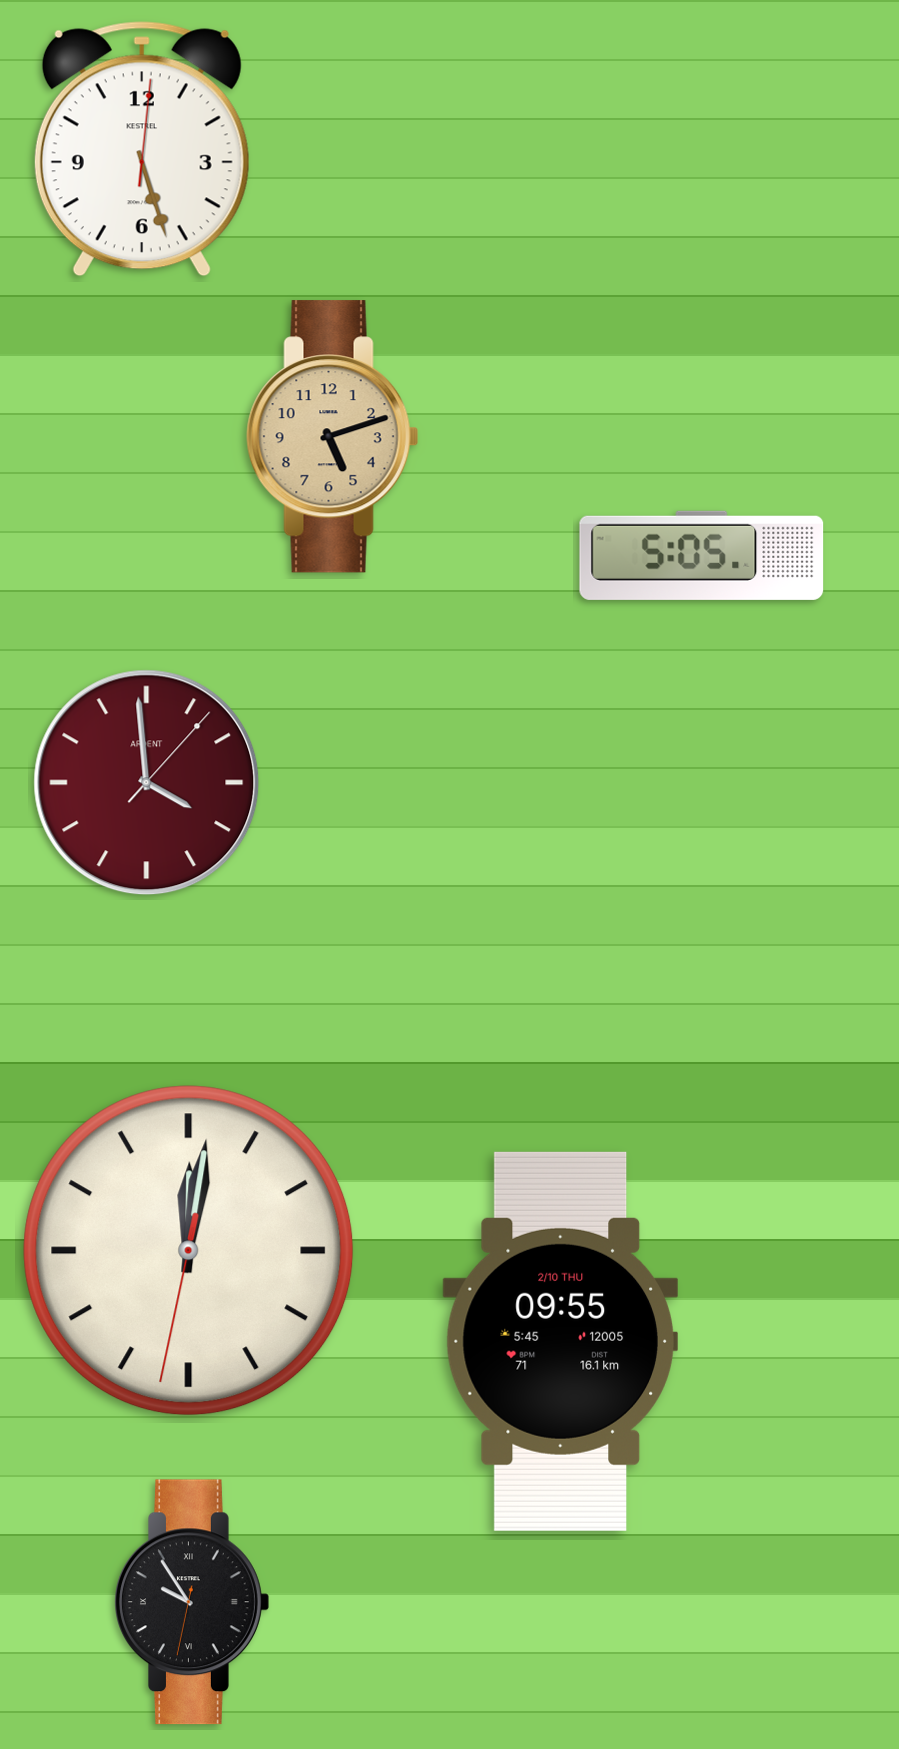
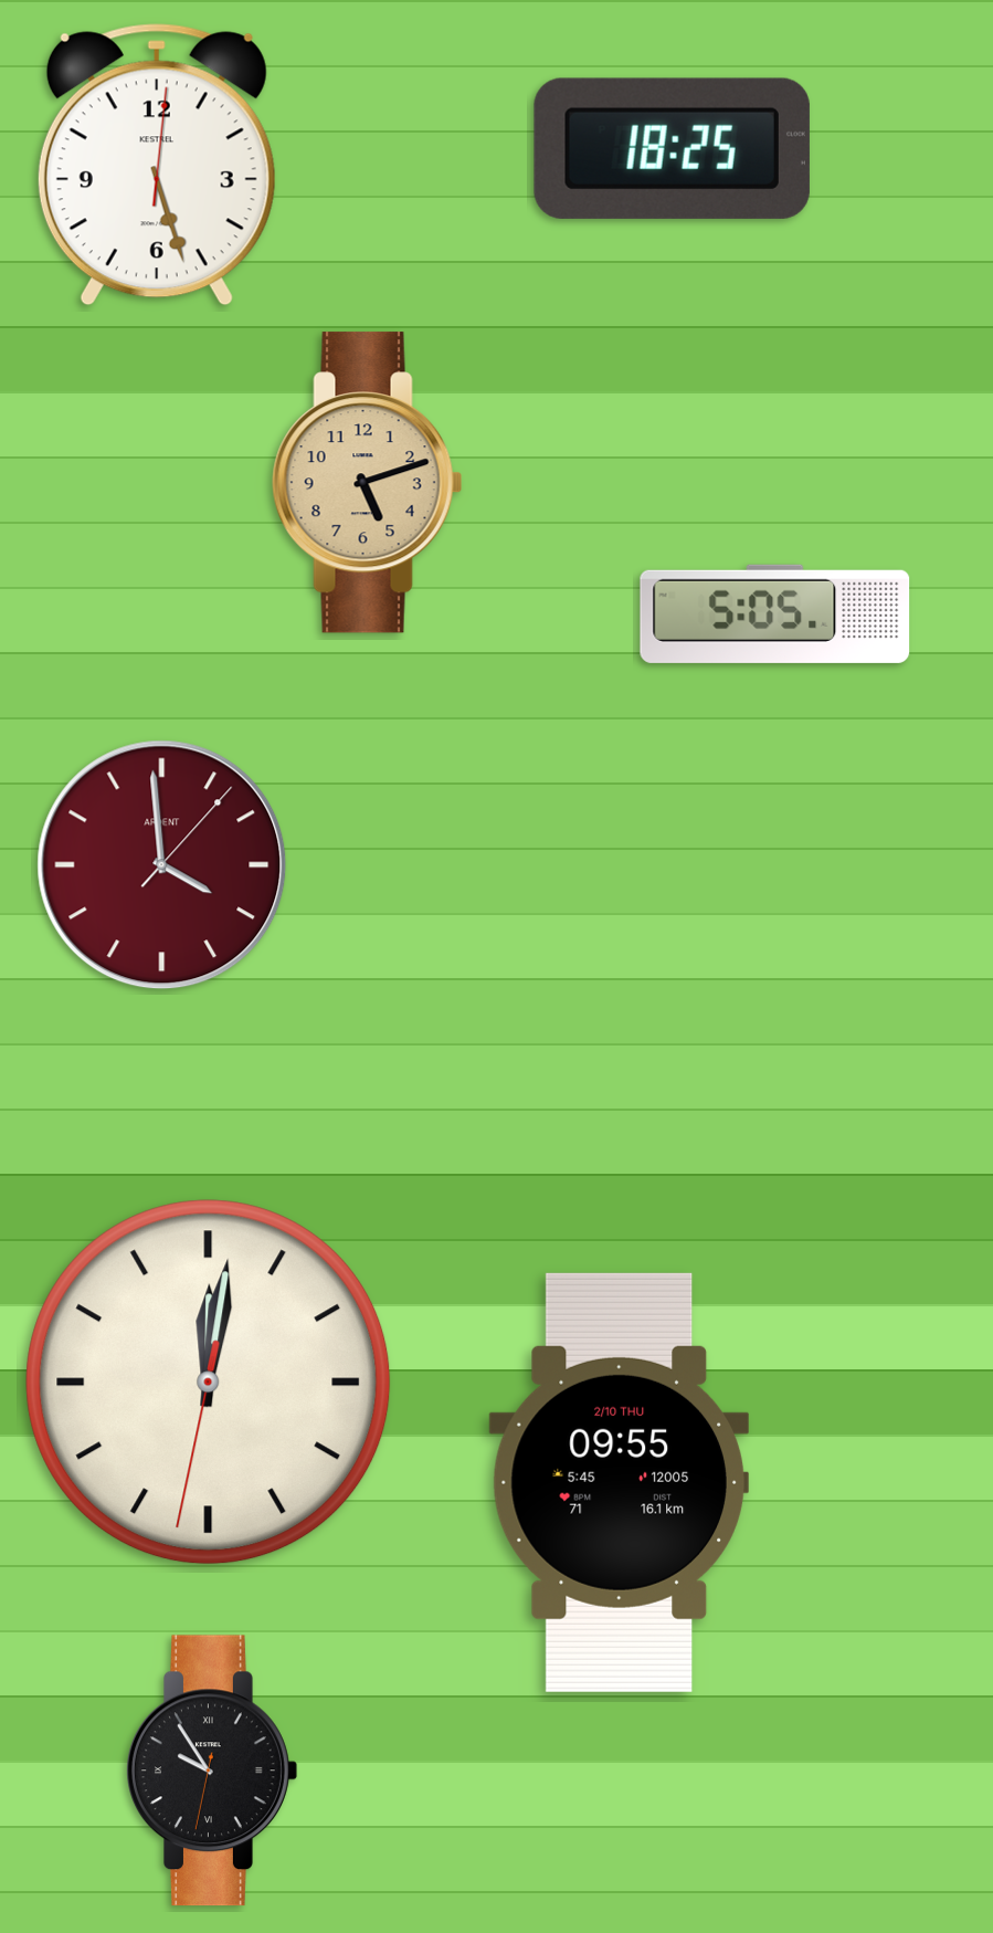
clock at (672, 148): none -> 18:25
